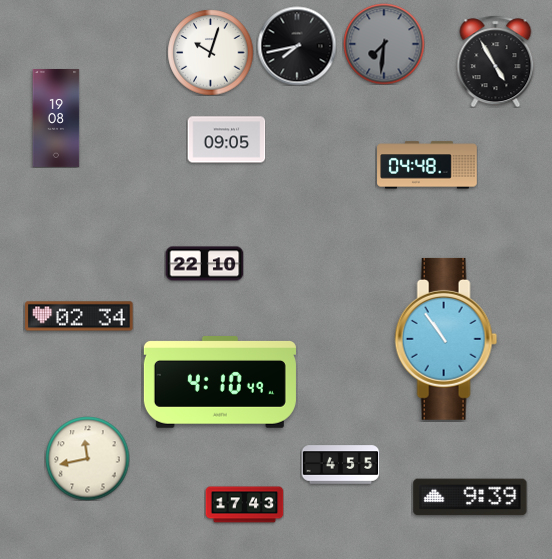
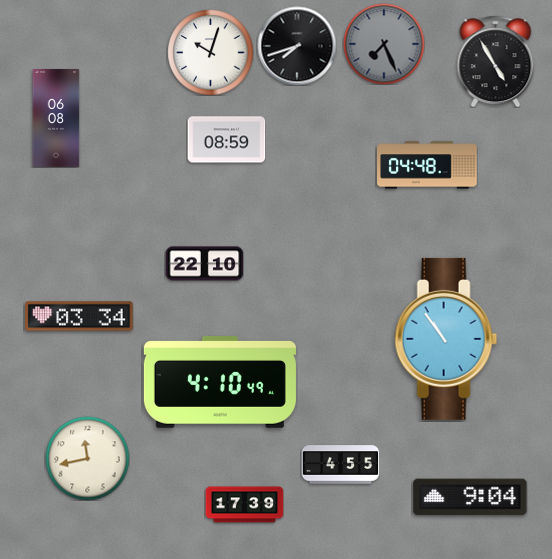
clock at (384, 44): 7:31 -> 7:26
clock at (297, 46): 7:43 -> 7:42
clock at (56, 119): 19:08 -> 06:08
clock at (226, 140): 09:05 -> 08:59
clock at (79, 316): 02:34 -> 03:34
clock at (470, 497): 9:39 -> 9:04
clock at (244, 505): 17:43 -> 17:39
